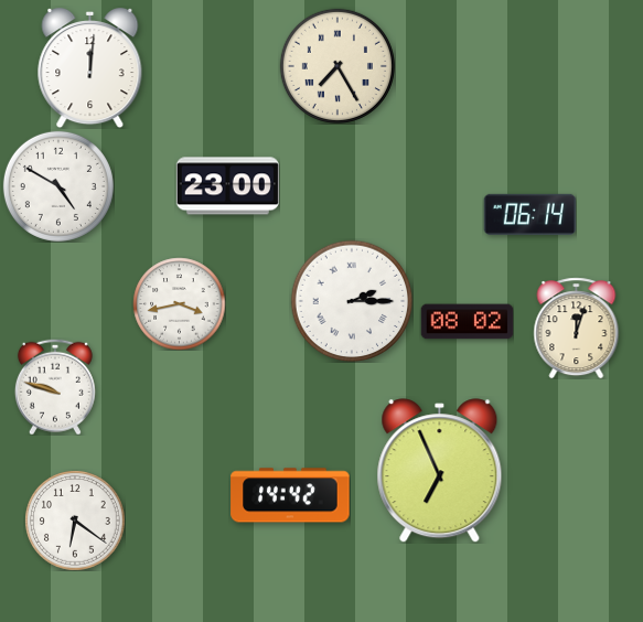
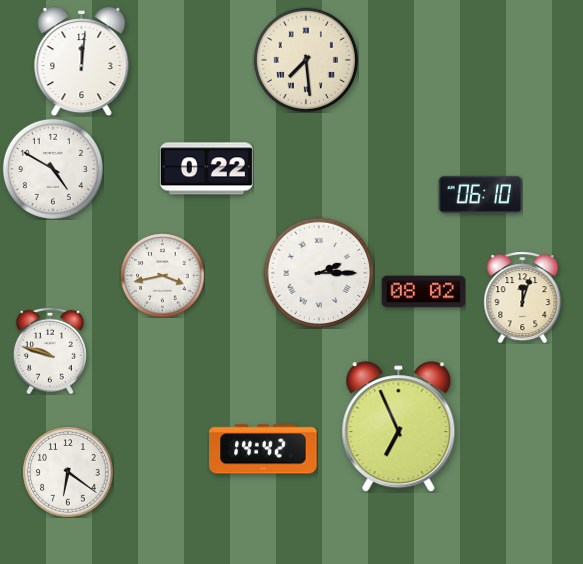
clock at (337, 66): 7:25 -> 7:29
clock at (227, 186): 23:00 -> 0:22
clock at (529, 214): 06:14 -> 06:10
